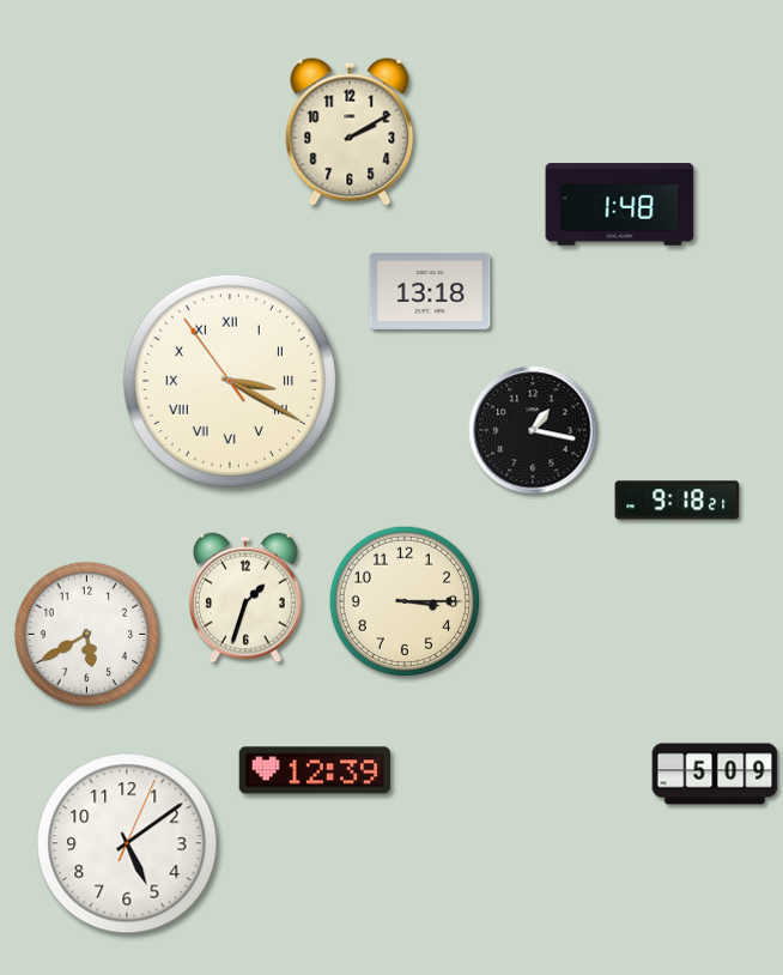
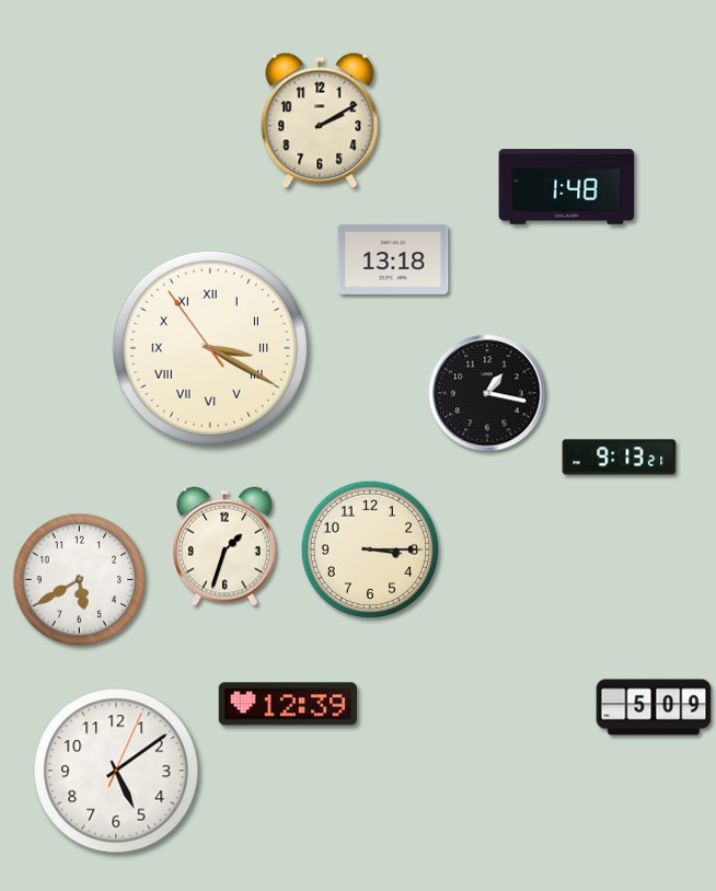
clock at (430, 291) position: (430, 291) -> (393, 259)
clock at (678, 501): 9:18 -> 9:13
